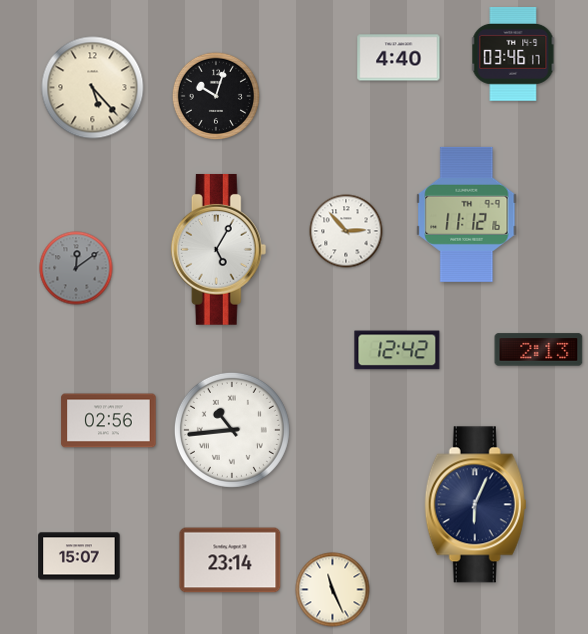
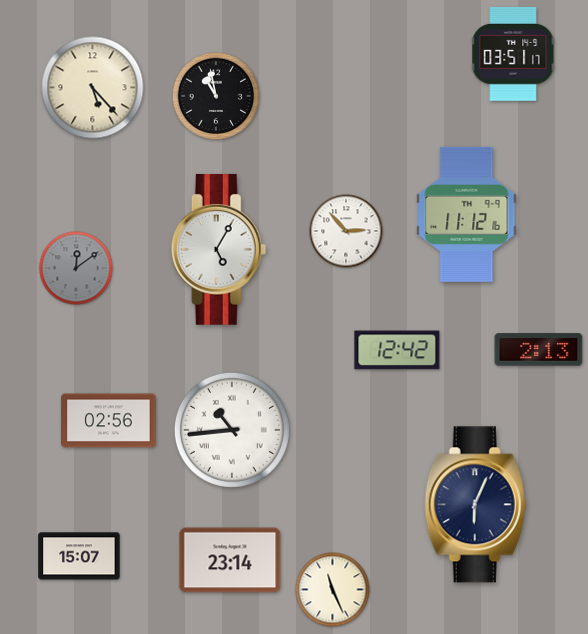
clock at (513, 55): 03:46 -> 03:51
clock at (399, 58): 4:40 -> none
clock at (215, 95): 10:03 -> 10:58
